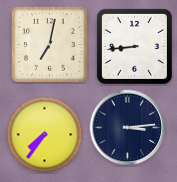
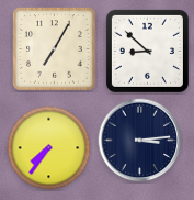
clock at (50, 45): 7:02 -> 7:05
clock at (134, 46): 8:44 -> 8:52
